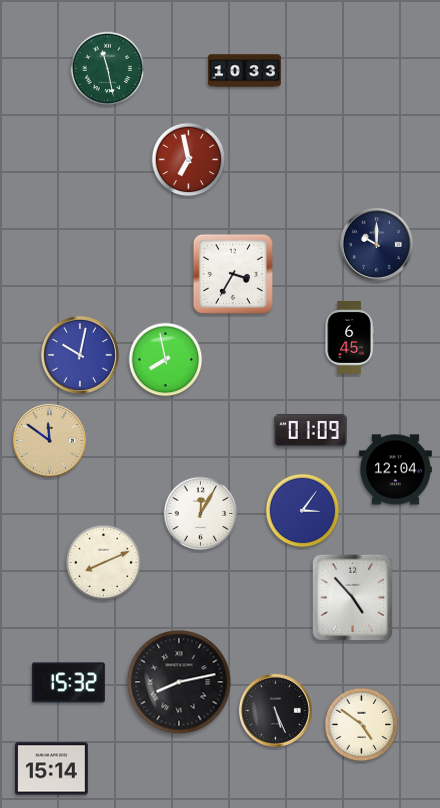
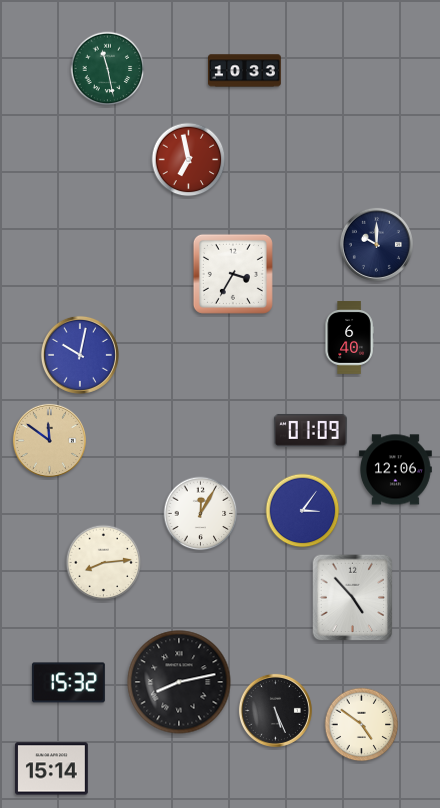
clock at (349, 338): 6:45 -> 6:40
clock at (166, 360): 7:58 -> none
clock at (396, 470): 12:04 -> 12:06
clock at (104, 563): 8:11 -> 8:14
